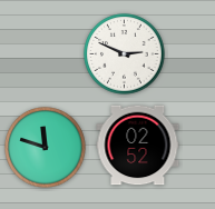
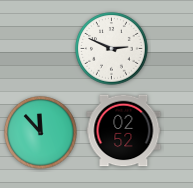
clock at (46, 148): 11:48 -> 11:53
